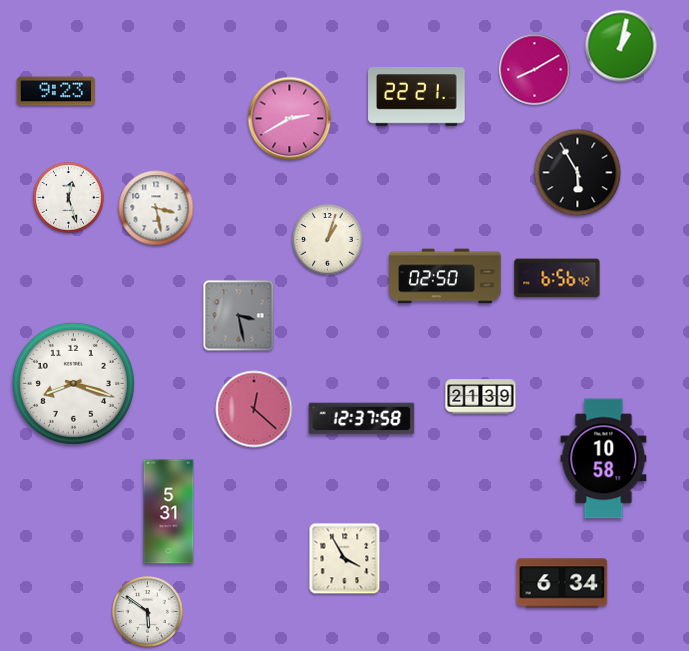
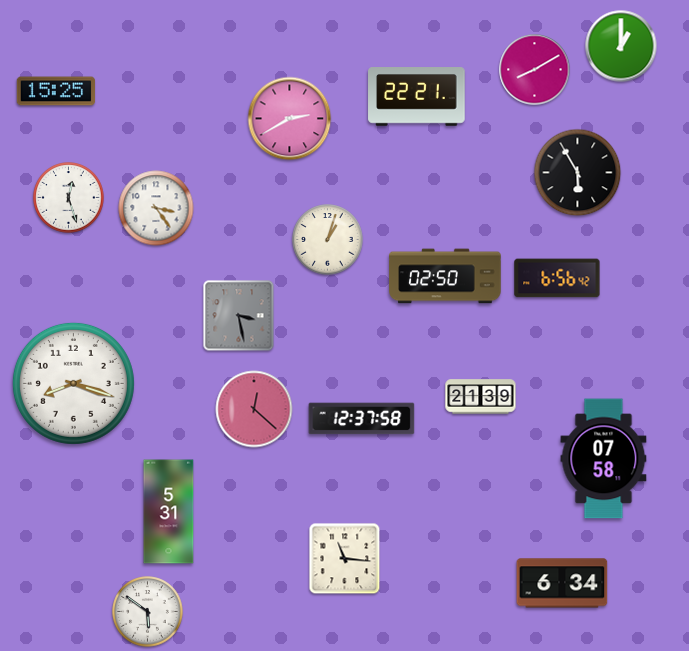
clock at (621, 46): 1:02 -> 1:00
clock at (56, 91): 9:23 -> 15:25
clock at (156, 208): 3:28 -> 3:24
clock at (604, 459): 10:58 -> 07:58
clock at (345, 559): 3:55 -> 11:16
